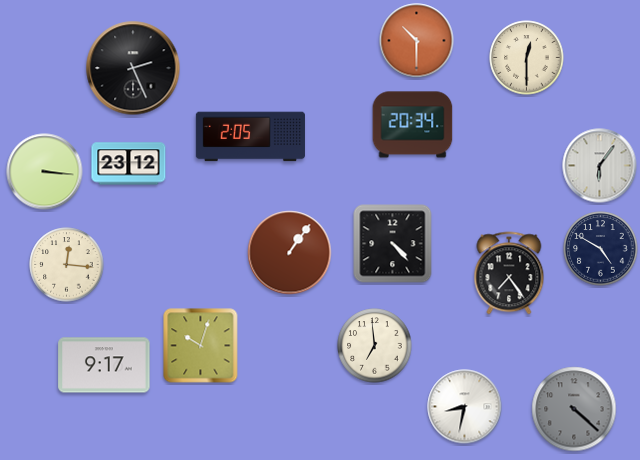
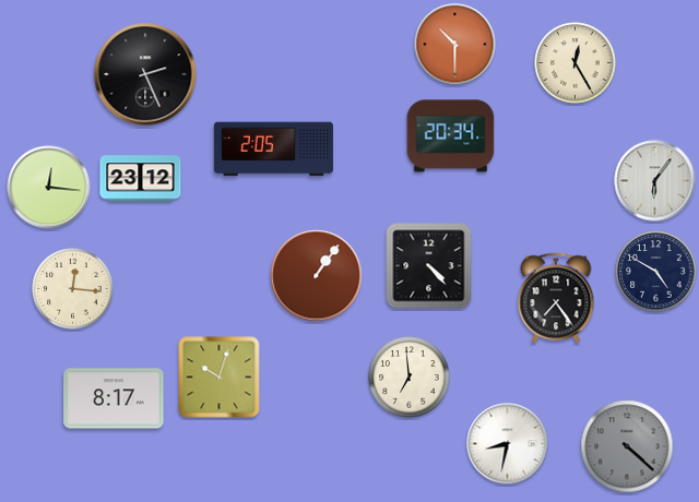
clock at (527, 58): 12:30 -> 12:25
clock at (45, 172): 3:16 -> 12:16
clock at (104, 365): 9:17 -> 8:17
